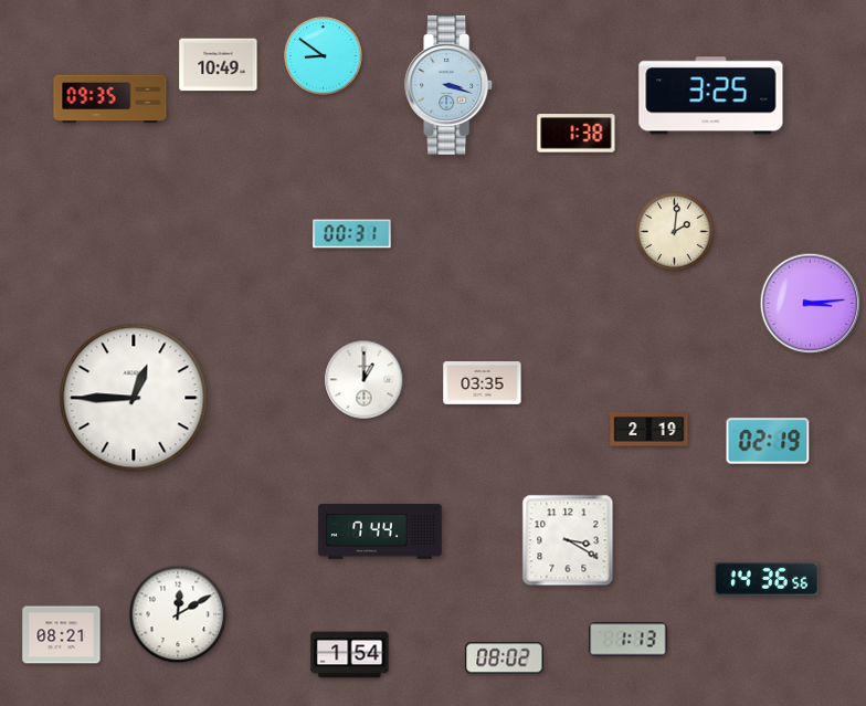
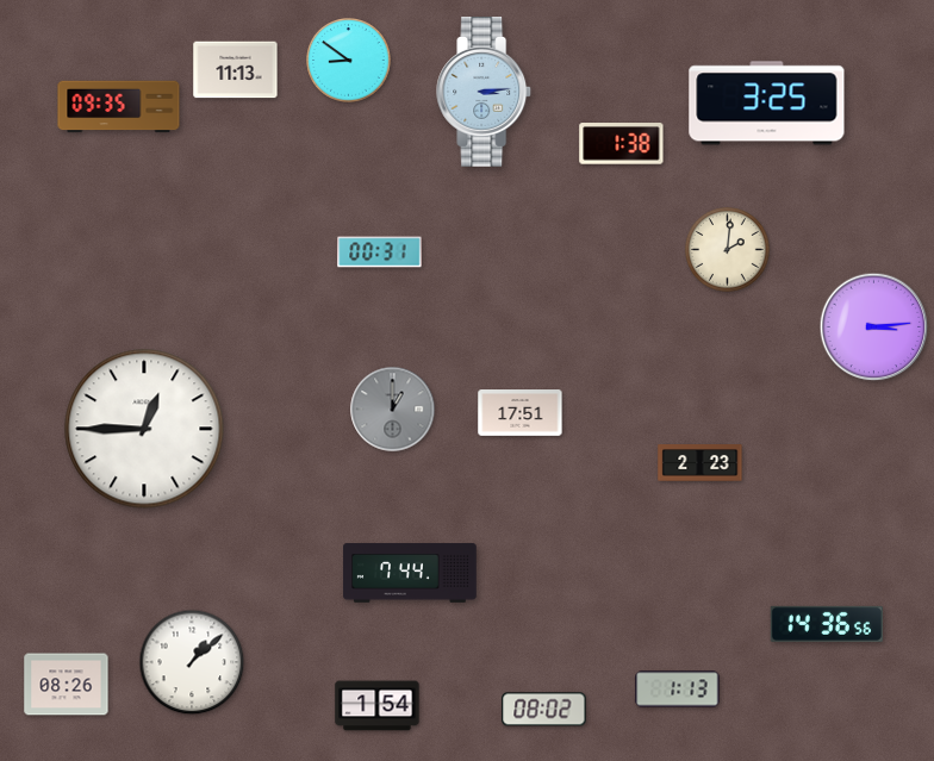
clock at (219, 65): 10:49 -> 11:13
clock at (450, 85): 3:18 -> 3:14
clock at (365, 380) dial: white -> grey
clock at (483, 383): 03:35 -> 17:51
clock at (649, 430): 2:19 -> 2:23
clock at (768, 441): 02:19 -> none
clock at (568, 540): 3:20 -> none
clock at (178, 614): 12:10 -> 1:08
clock at (62, 635): 08:21 -> 08:26
